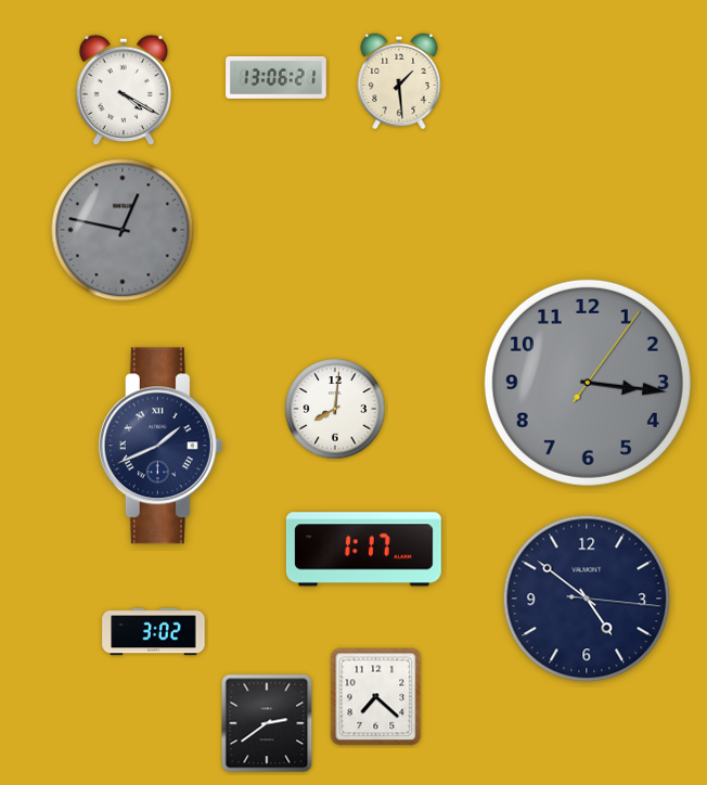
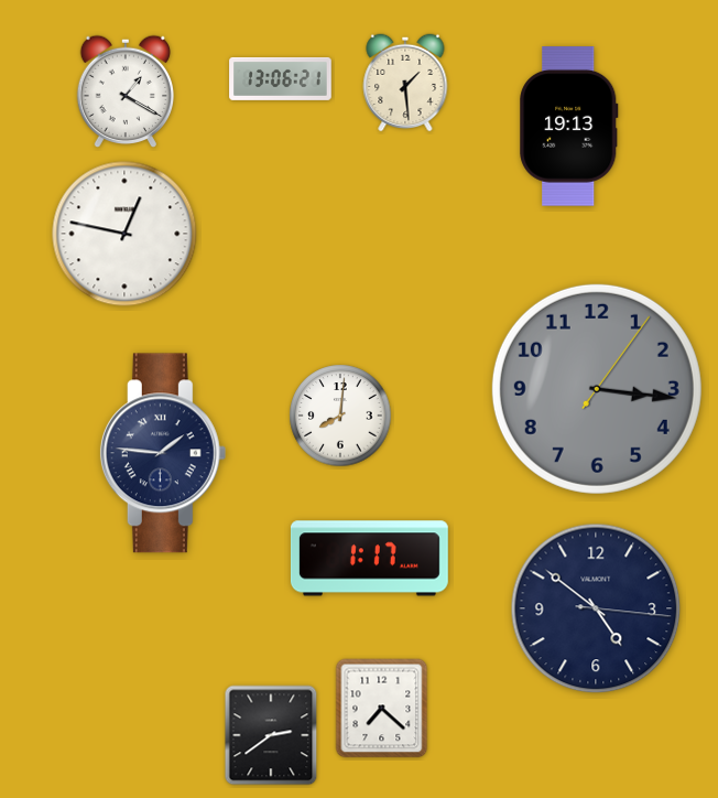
clock at (123, 90): 4:20 -> 1:20
clock at (569, 127): none -> 19:13
clock at (123, 230) dial: grey -> white
clock at (160, 446): 1:41 -> 1:46
clock at (154, 632): 3:02 -> none
